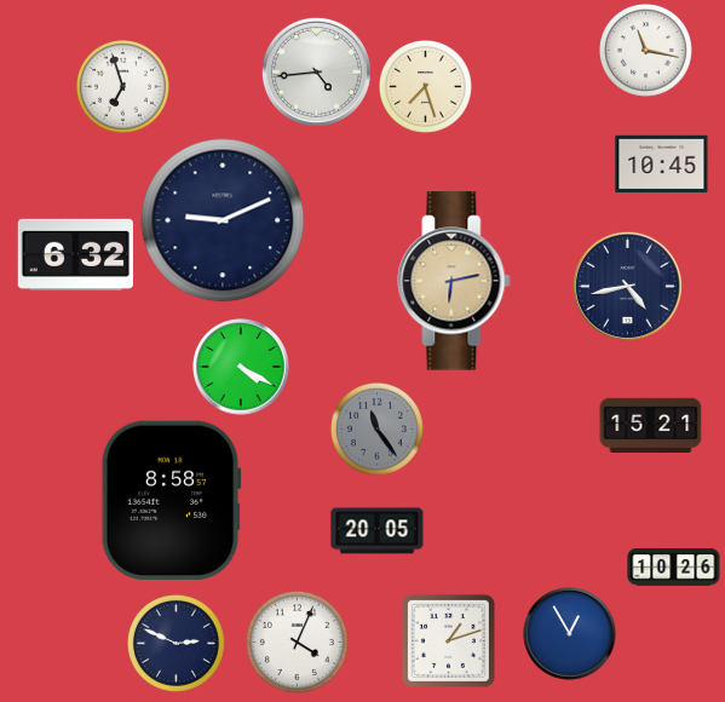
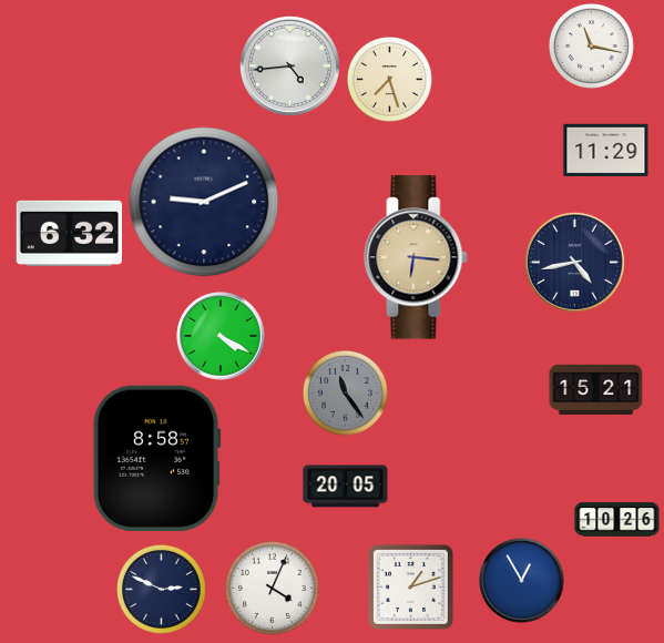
clock at (123, 87): 6:57 -> none
clock at (662, 165): 10:45 -> 11:29
clock at (454, 281): 6:13 -> 6:16
